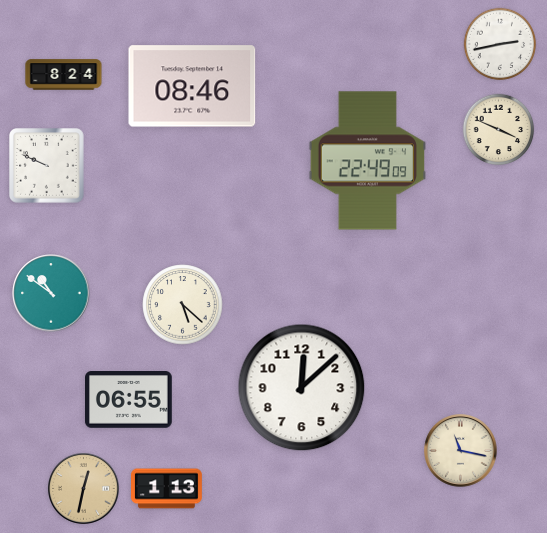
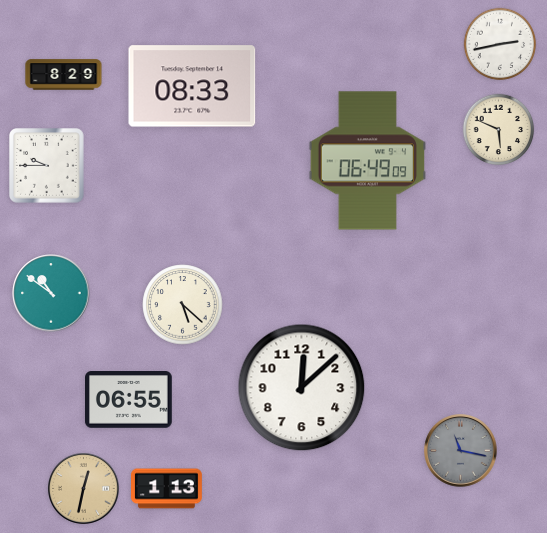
clock at (64, 75): 8:24 -> 8:29
clock at (192, 86): 08:46 -> 08:33
clock at (499, 130): 3:49 -> 5:49
clock at (368, 161): 22:49 -> 06:49
clock at (47, 166): 9:49 -> 9:45
clock at (461, 451) dial: cream -> grey
